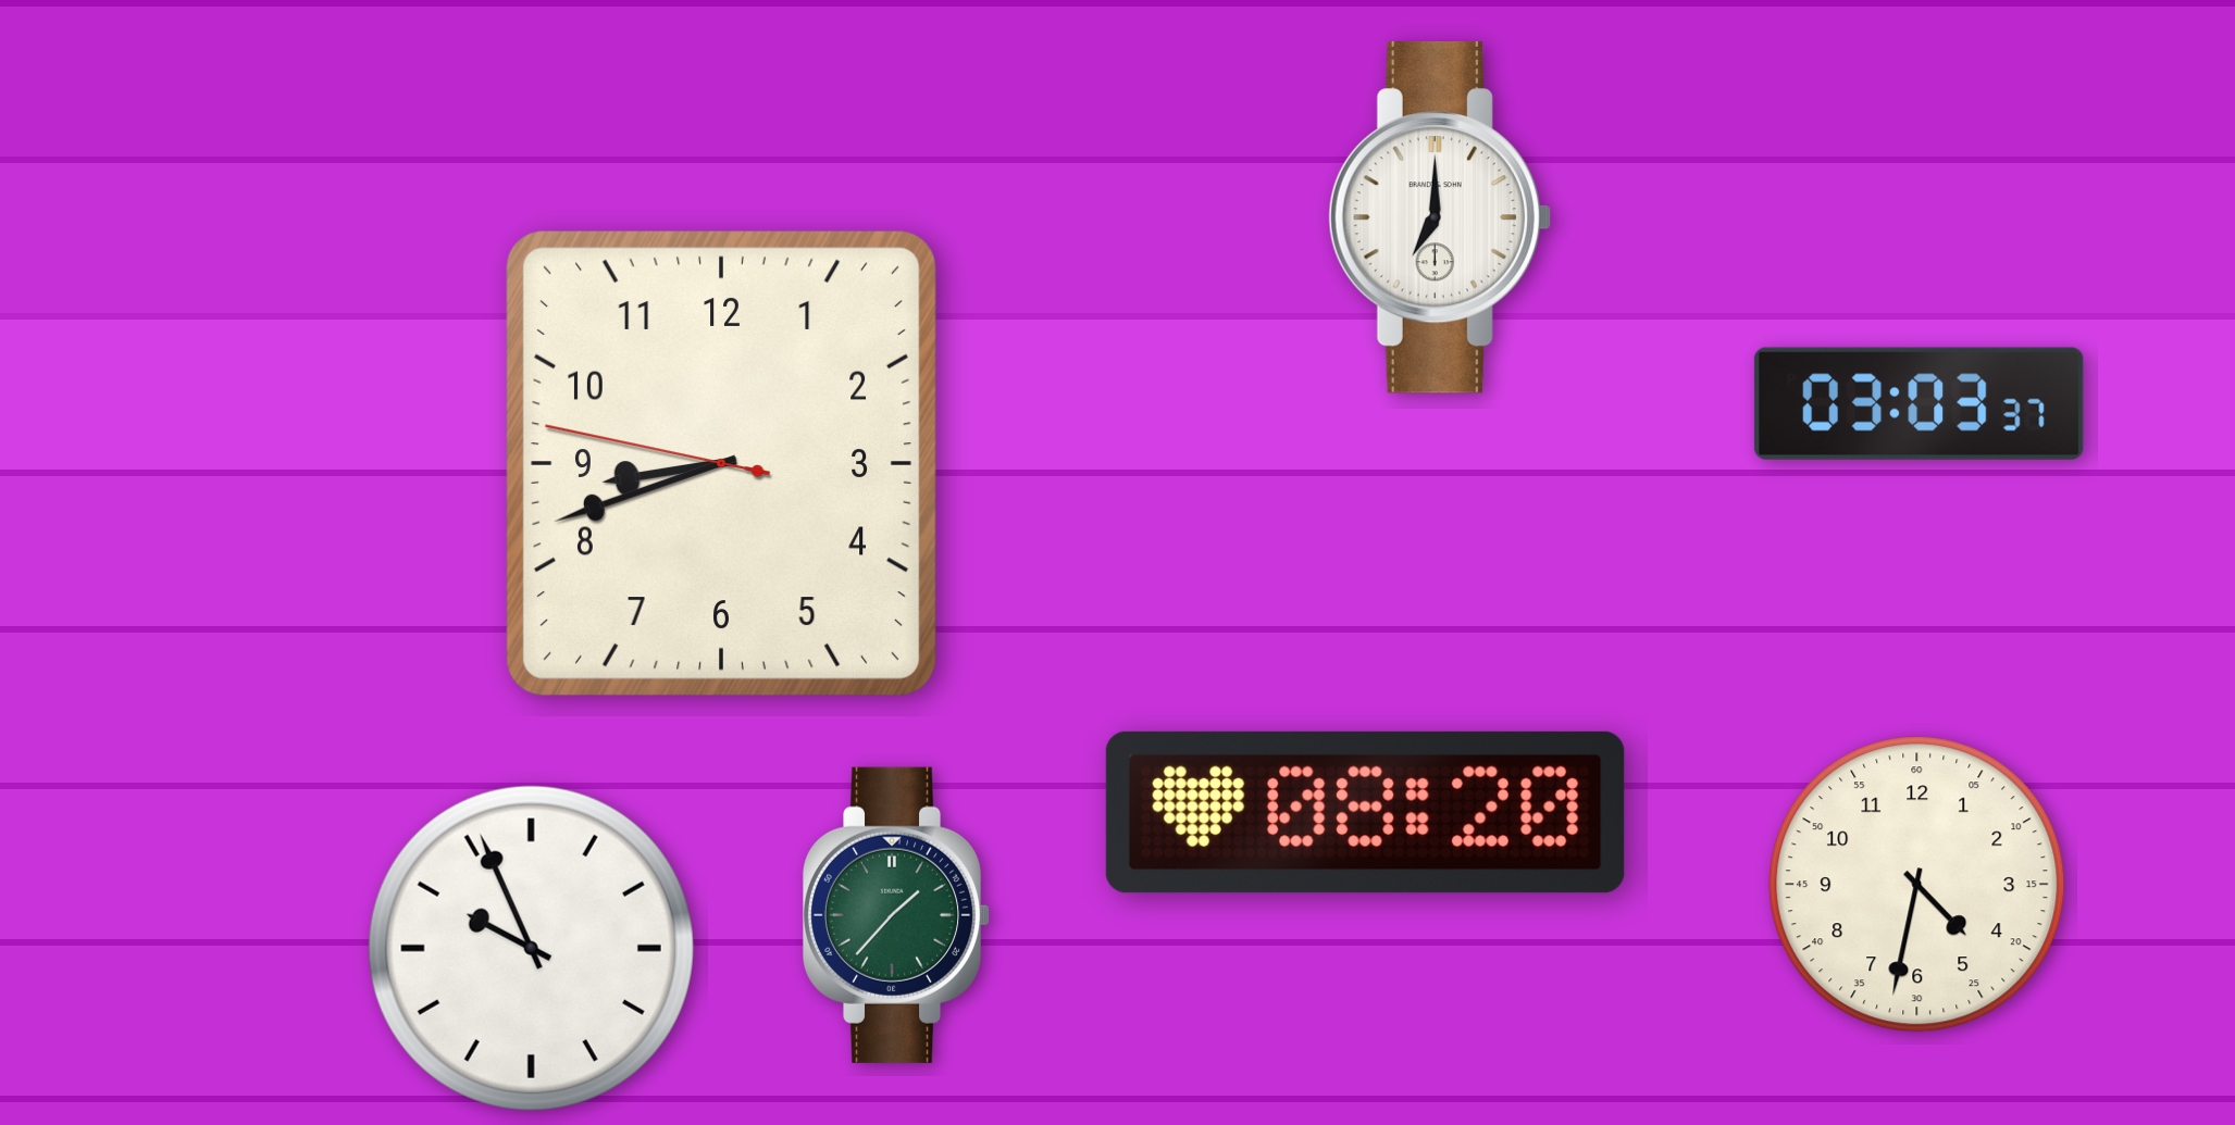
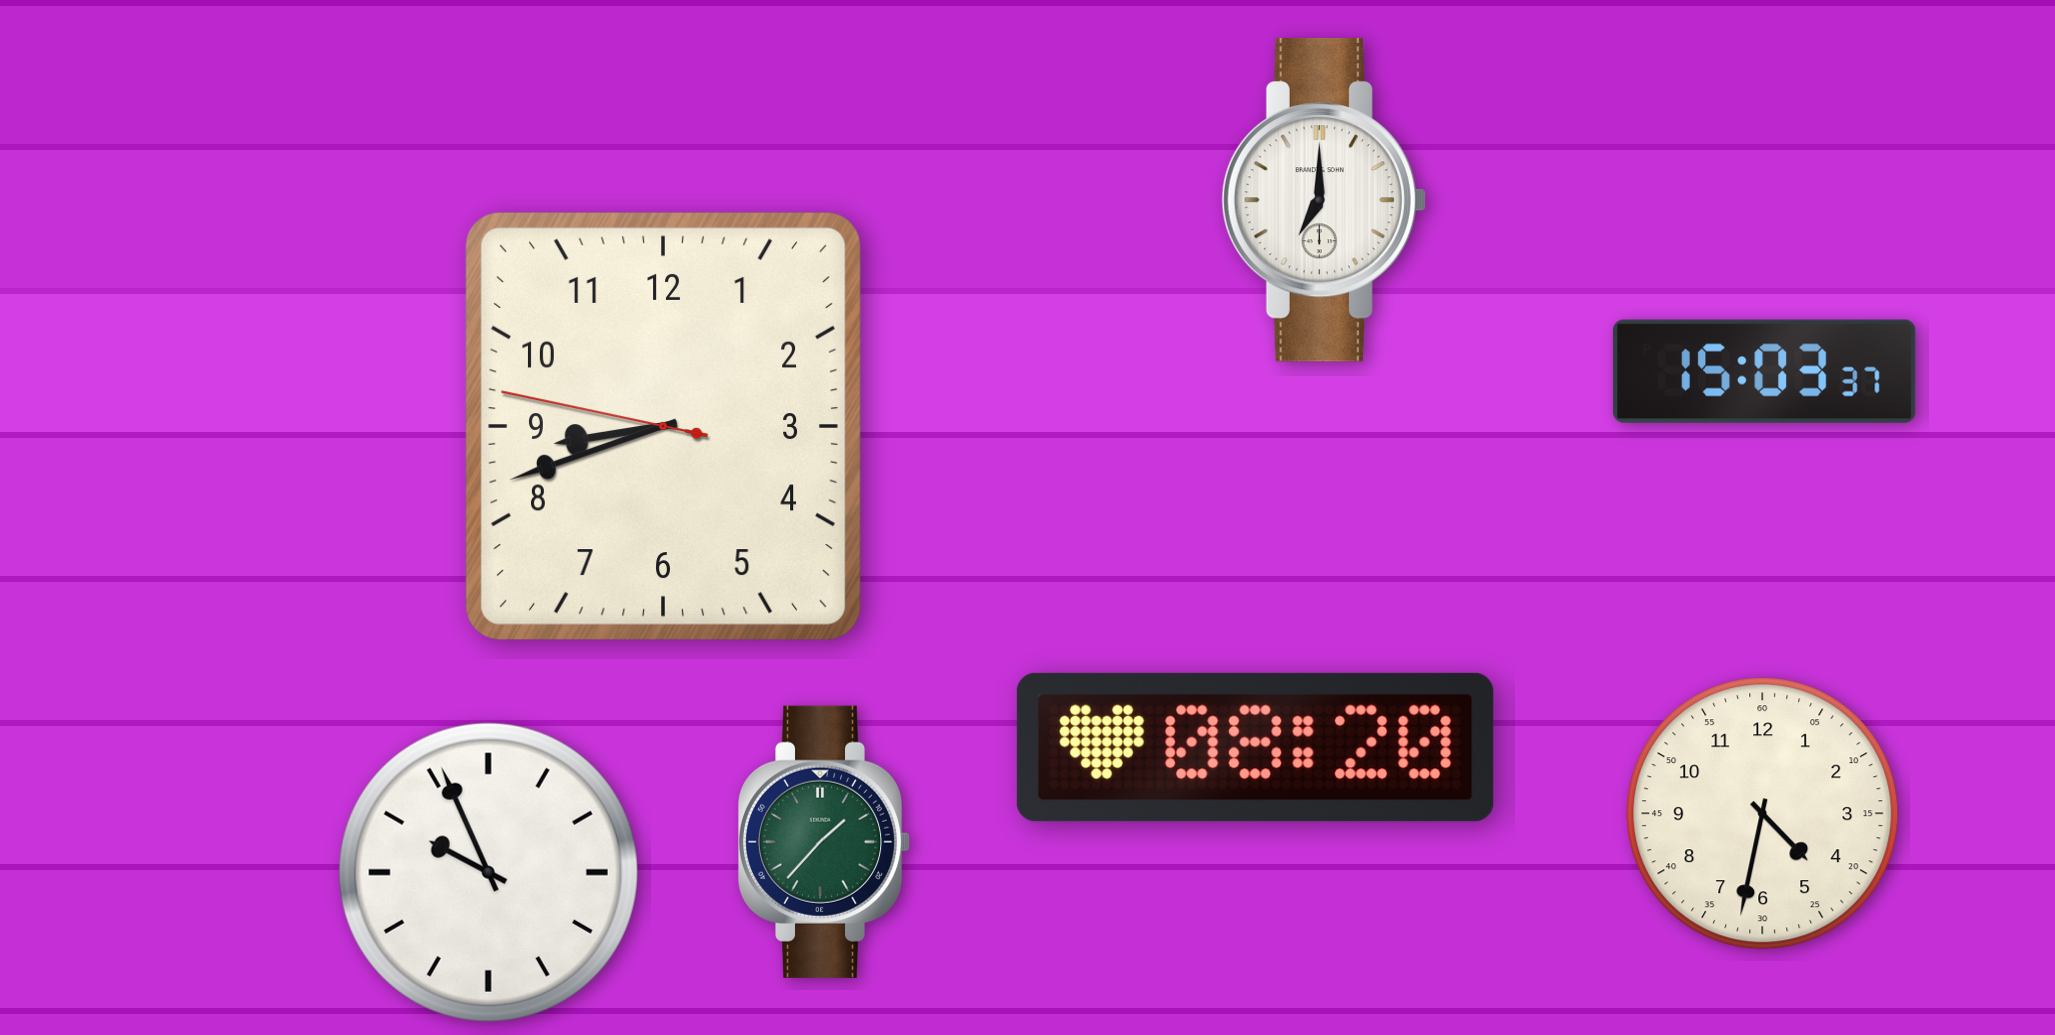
clock at (1919, 403): 03:03 -> 15:03
